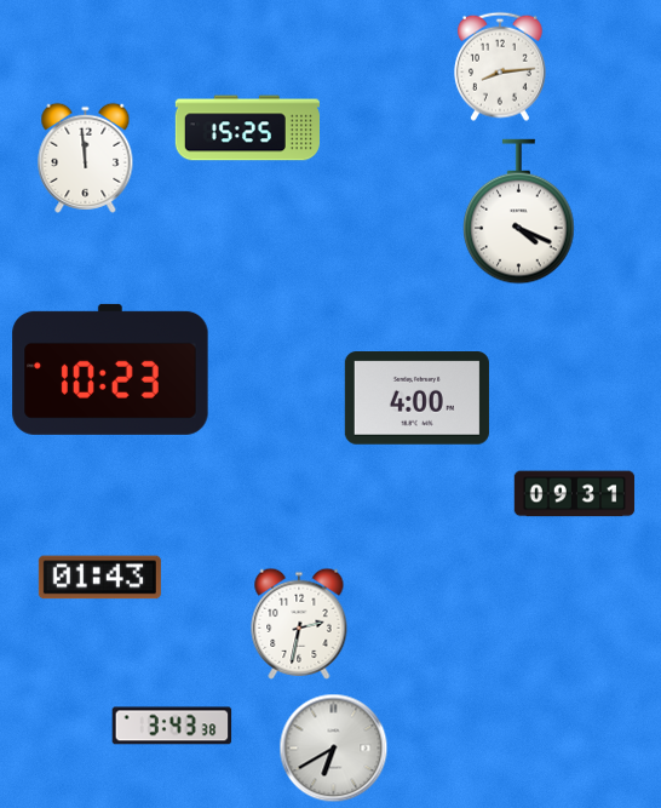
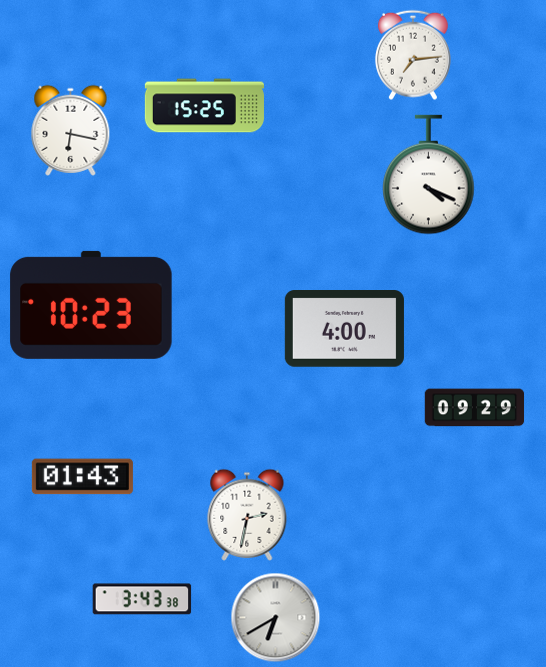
clock at (500, 67): 8:14 -> 7:14
clock at (86, 157): 11:59 -> 6:17
clock at (575, 494): 09:31 -> 09:29
